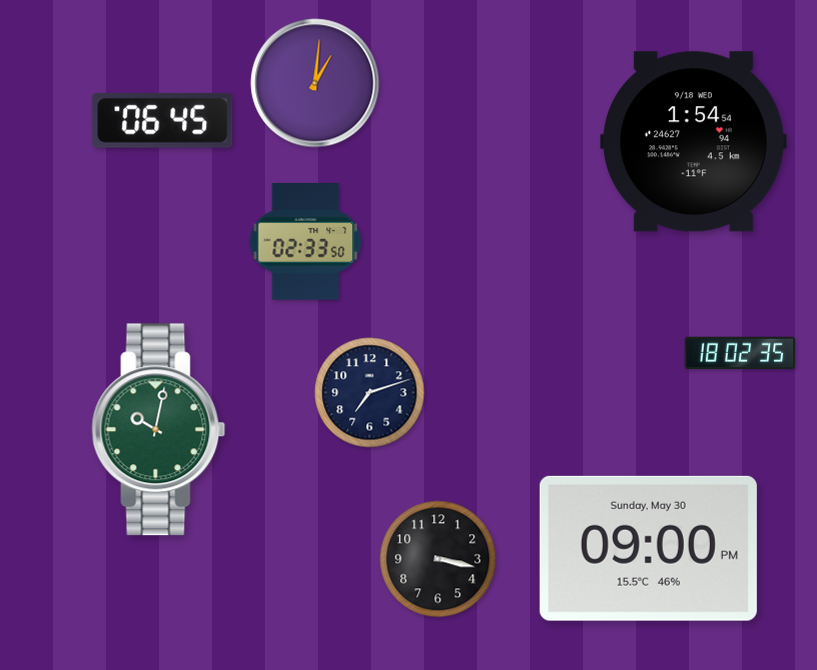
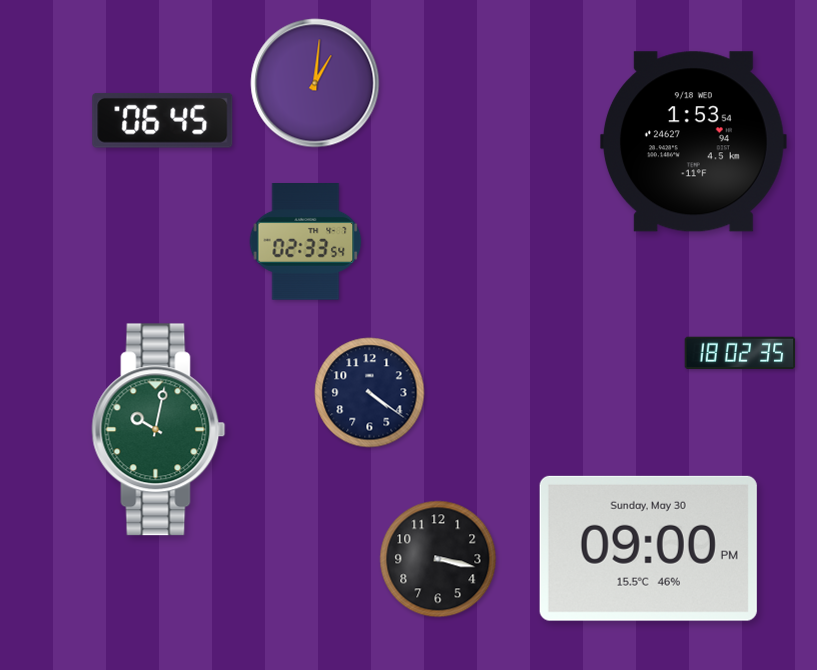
clock at (693, 142): 1:54 -> 1:53
clock at (306, 242): 02:33:50 -> 02:33:54
clock at (370, 393): 7:12 -> 4:21
